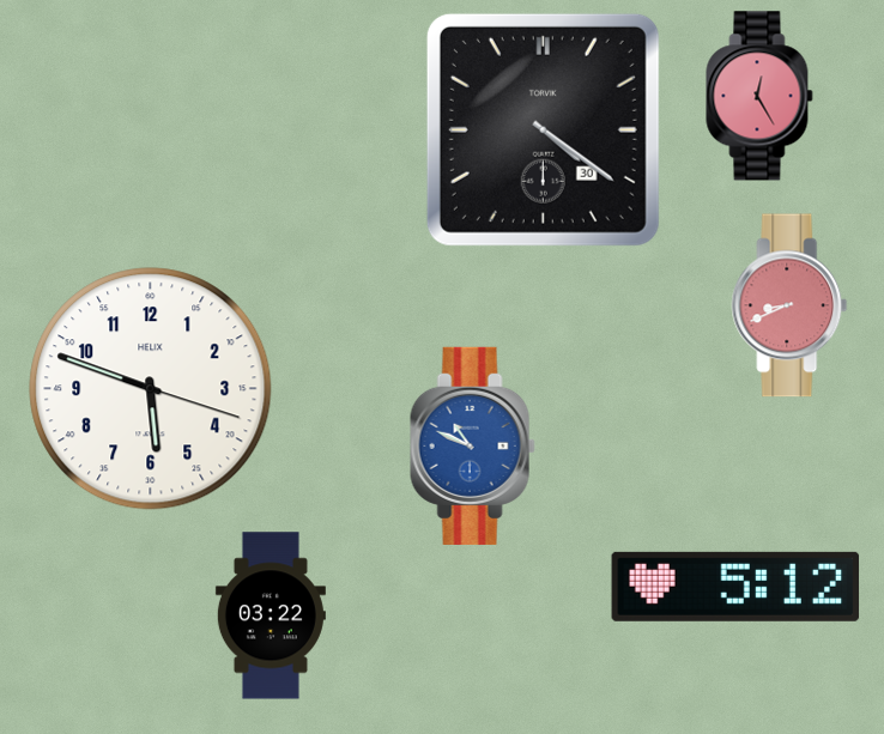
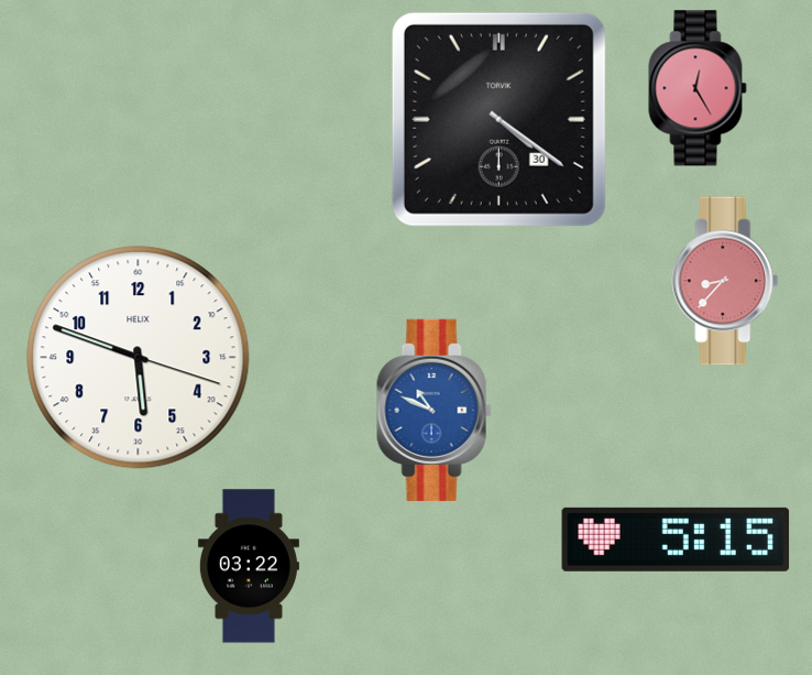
clock at (789, 305): 8:41 -> 8:37
clock at (735, 587): 5:12 -> 5:15
